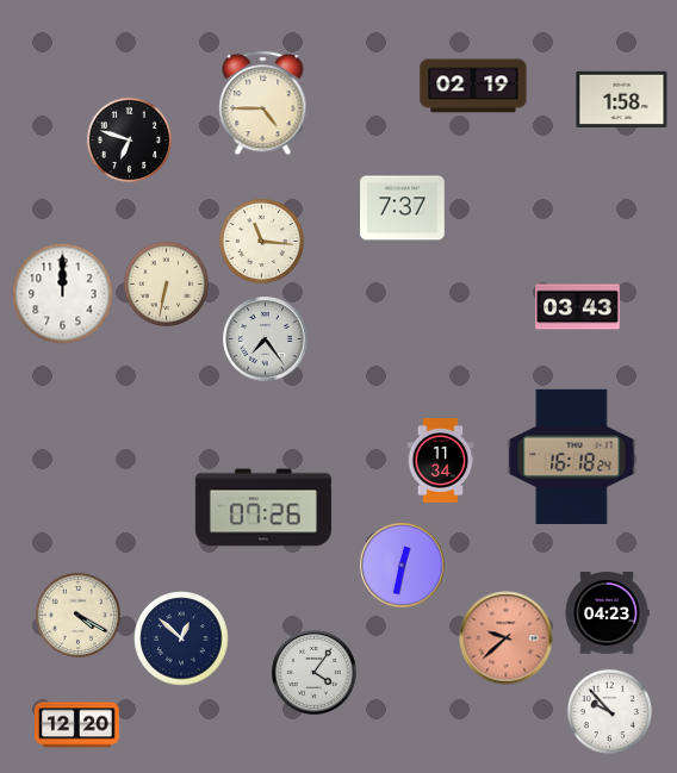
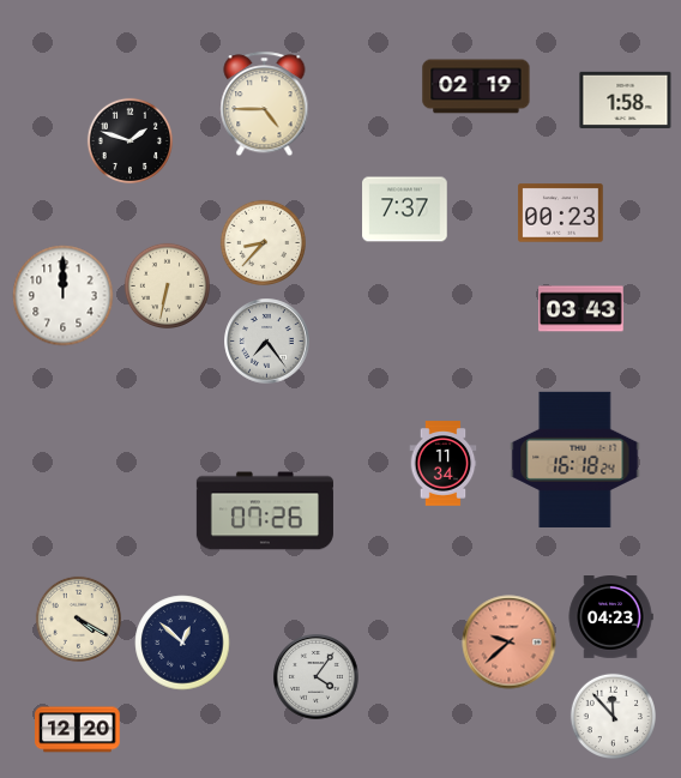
clock at (129, 139): 6:48 -> 1:48
clock at (561, 213): none -> 00:23
clock at (261, 241): 11:16 -> 8:37
clock at (403, 566): 12:32 -> none
clock at (609, 711): 9:53 -> 11:53
